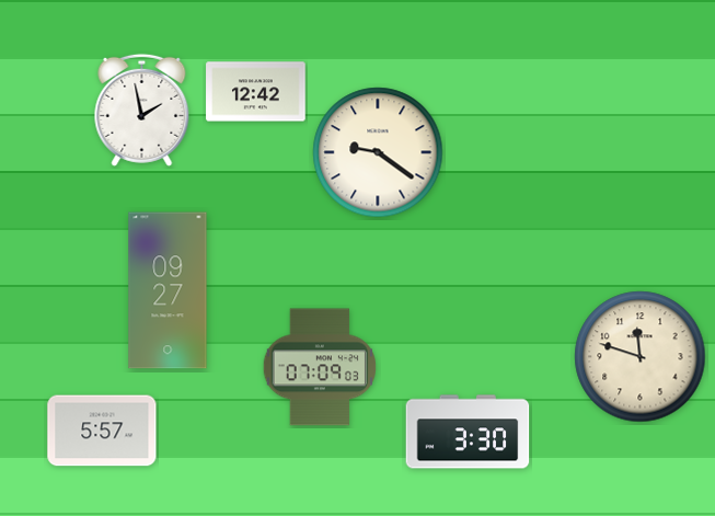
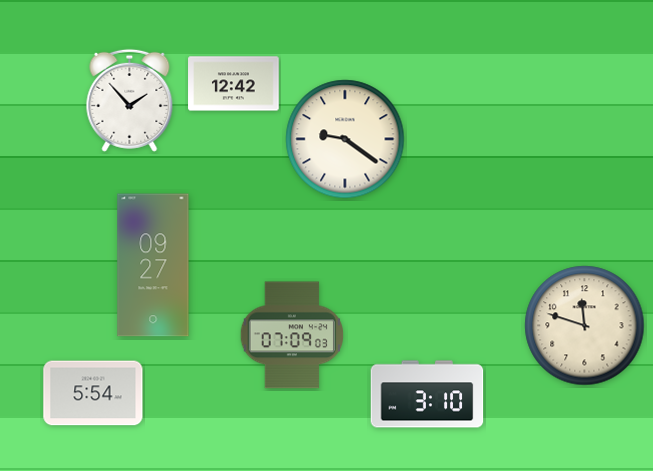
clock at (142, 110): 1:58 -> 1:53
clock at (102, 431): 5:57 -> 5:54
clock at (468, 432): 3:30 -> 3:10
